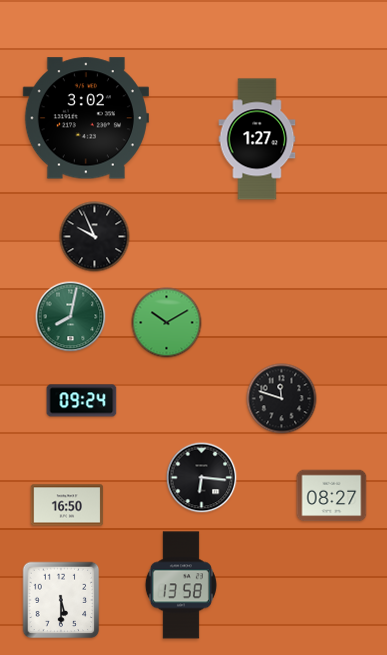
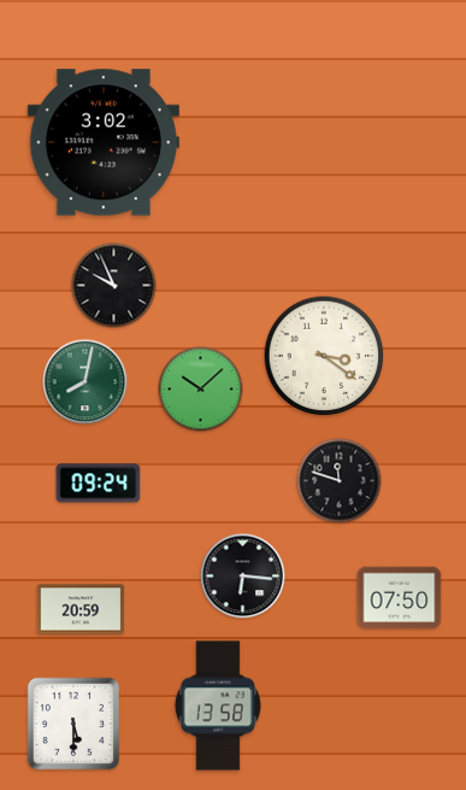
clock at (257, 139): 1:27 -> none
clock at (324, 356): none -> 3:21
clock at (167, 323): 10:10 -> 10:08
clock at (332, 496): 08:27 -> 07:50
clock at (67, 505): 16:50 -> 20:59
